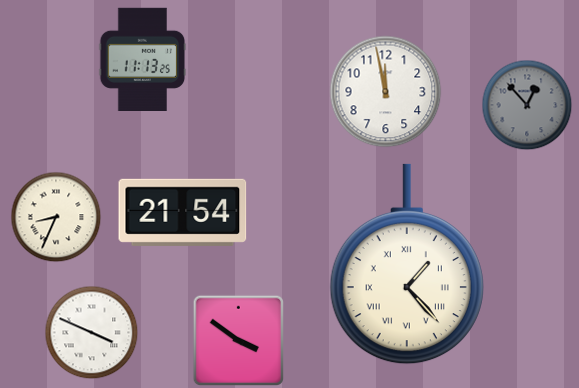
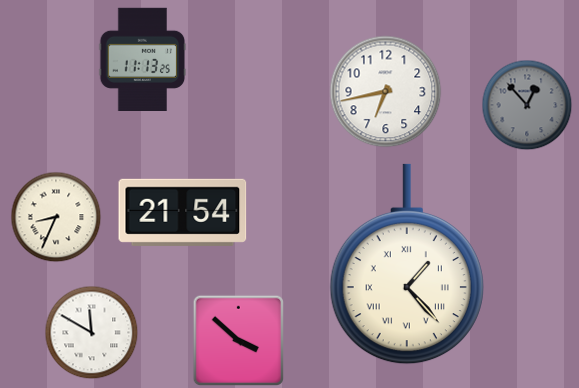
clock at (386, 92): 11:58 -> 6:43
clock at (92, 333): 3:49 -> 11:50
clock at (238, 340): 3:51 -> 3:52
